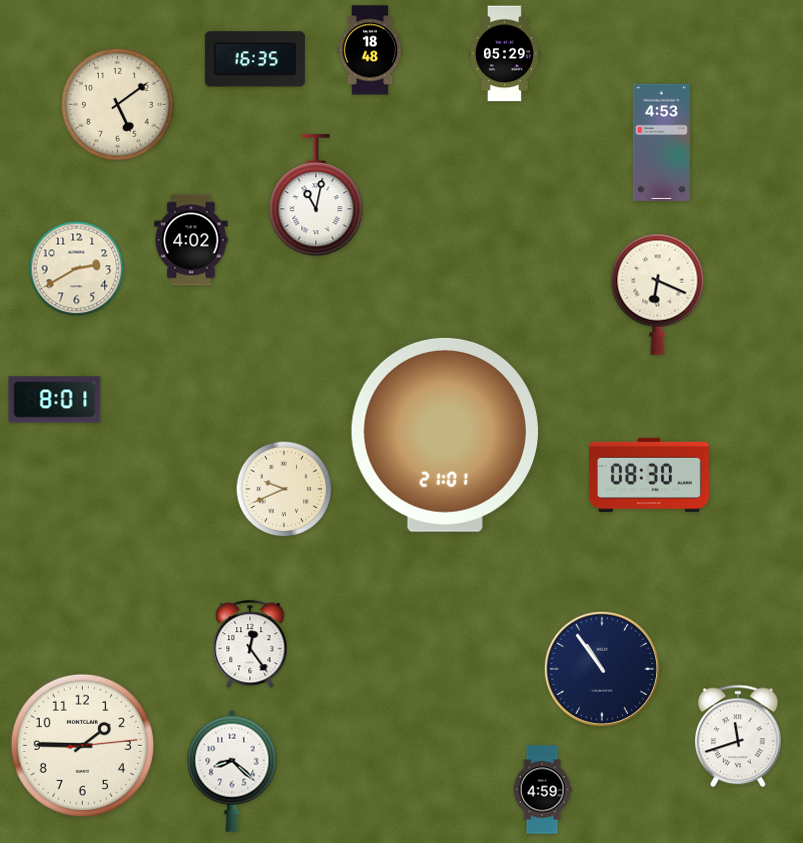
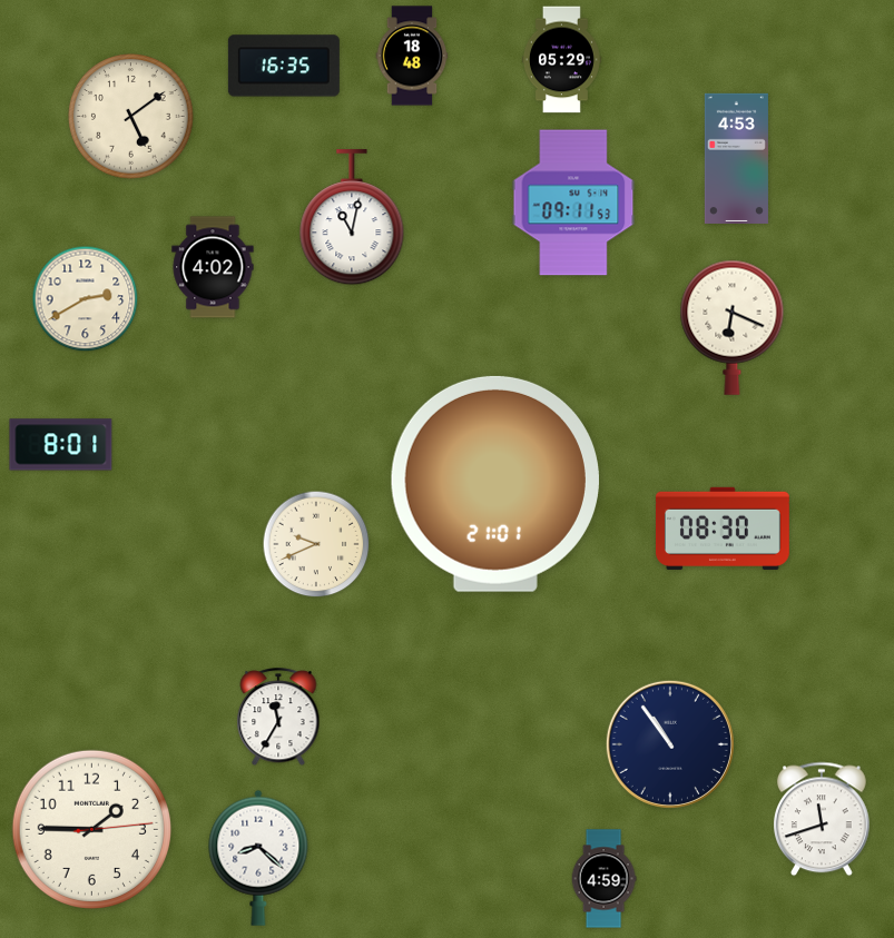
clock at (573, 203): none -> 09:11
clock at (250, 645): 12:24 -> 11:35
